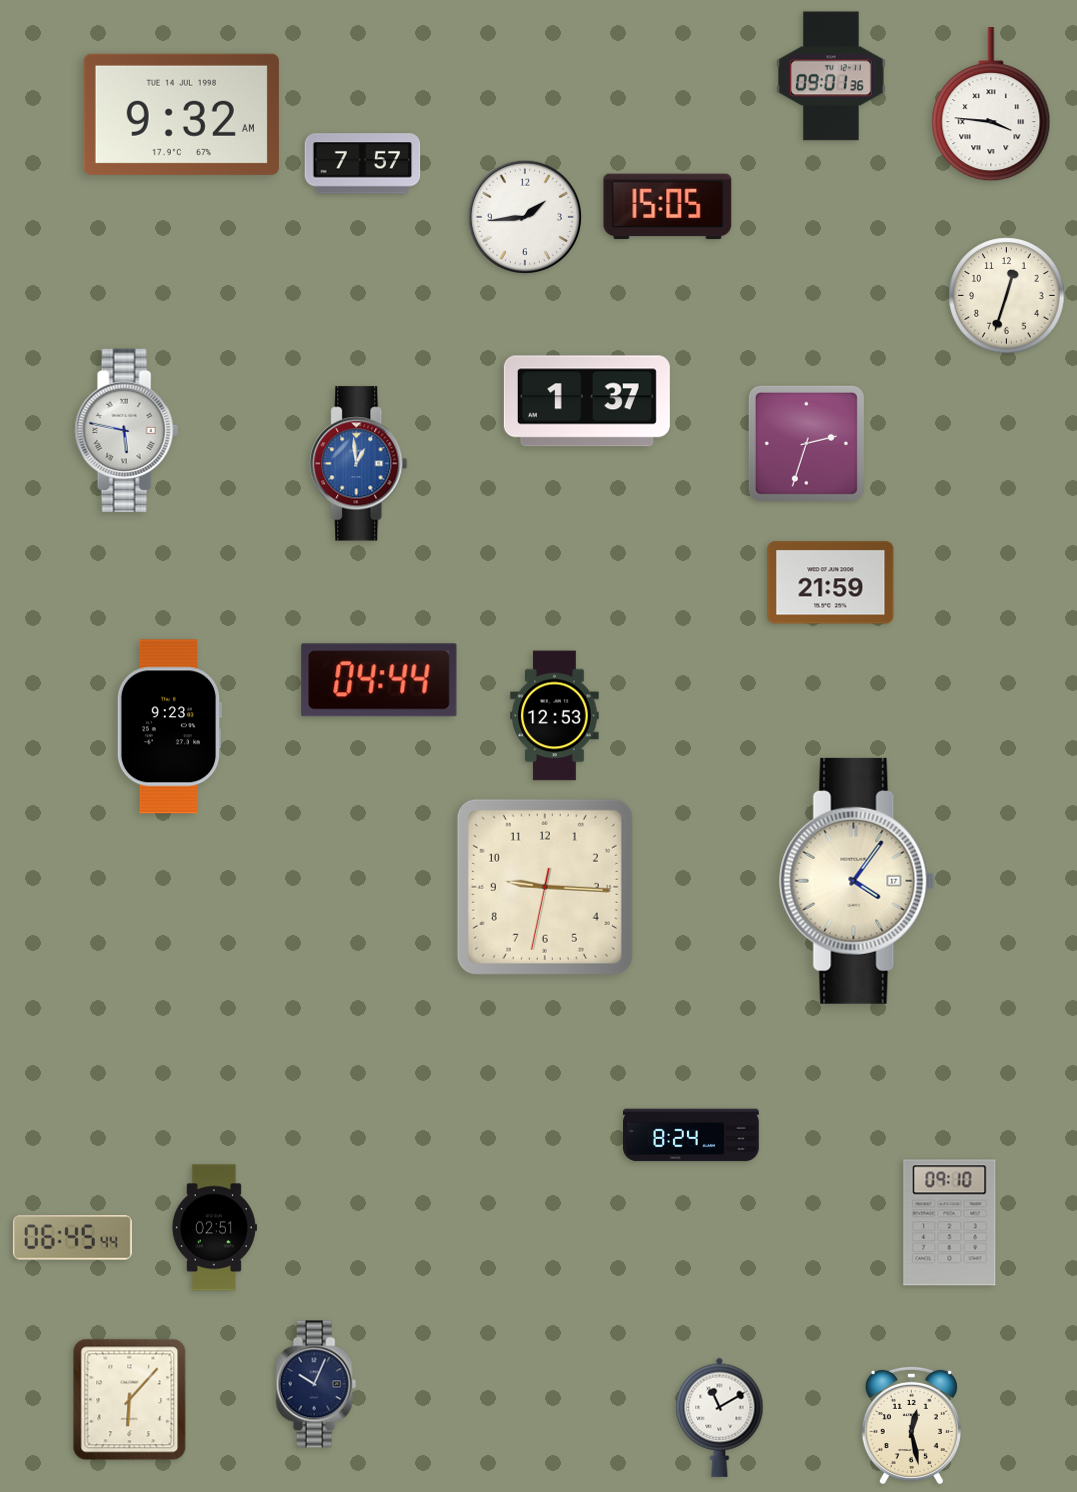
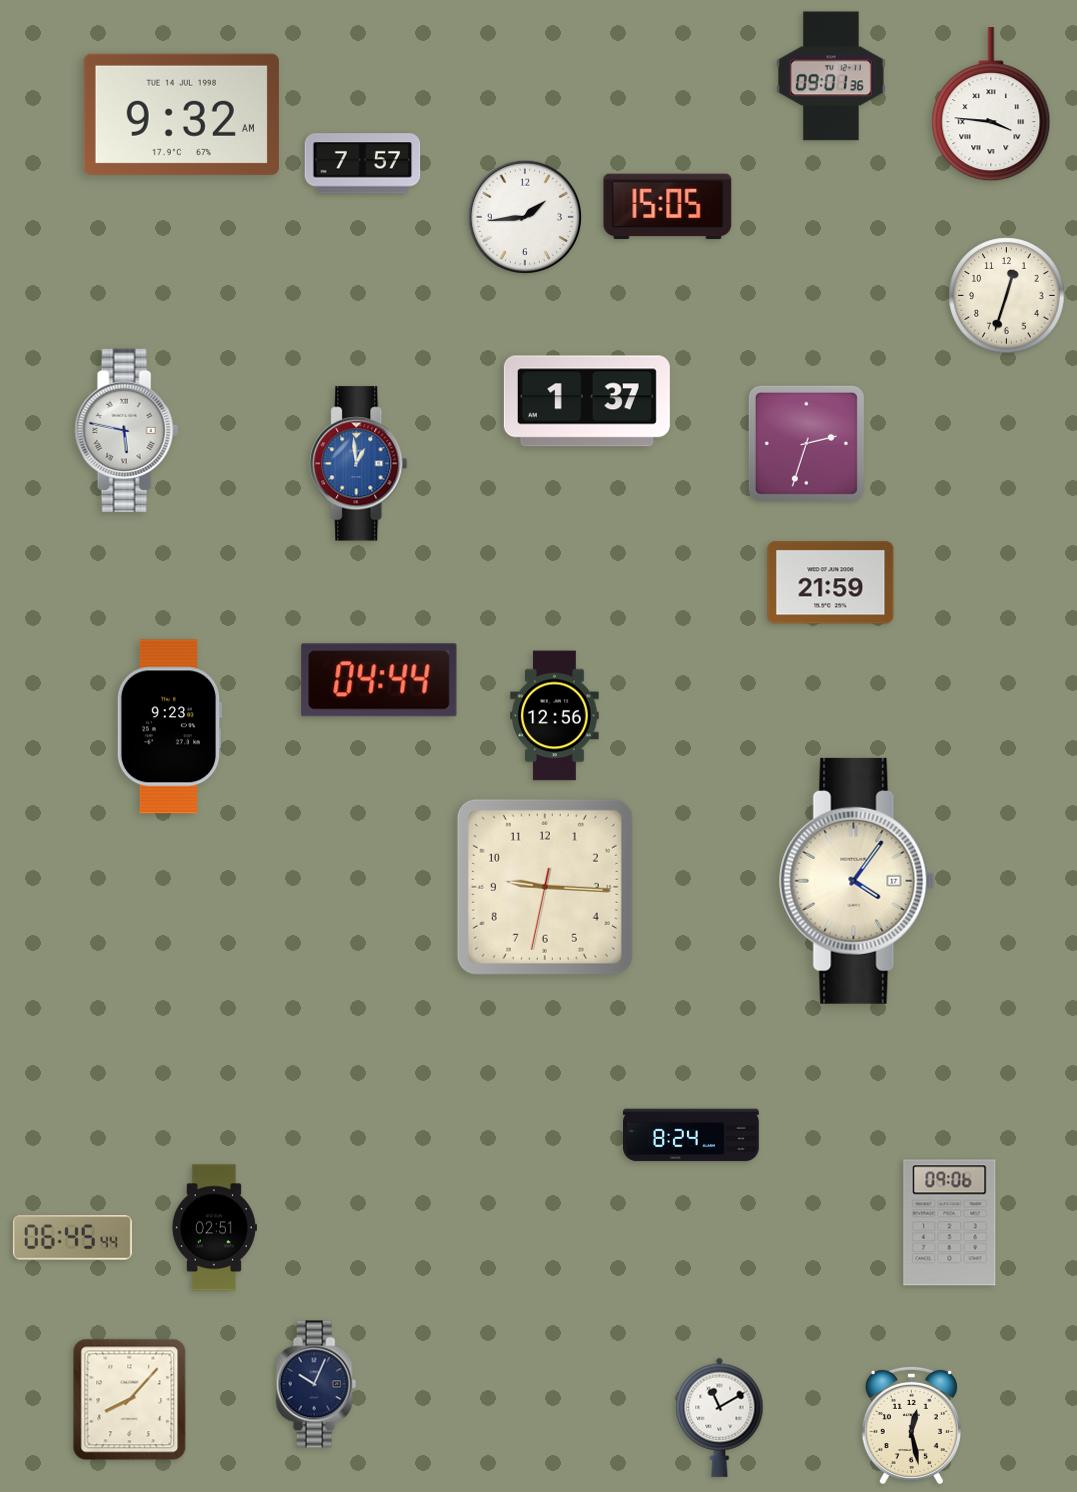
clock at (555, 716): 12:53 -> 12:56
clock at (950, 1223): 09:10 -> 09:06
clock at (130, 1400): 6:07 -> 8:07
